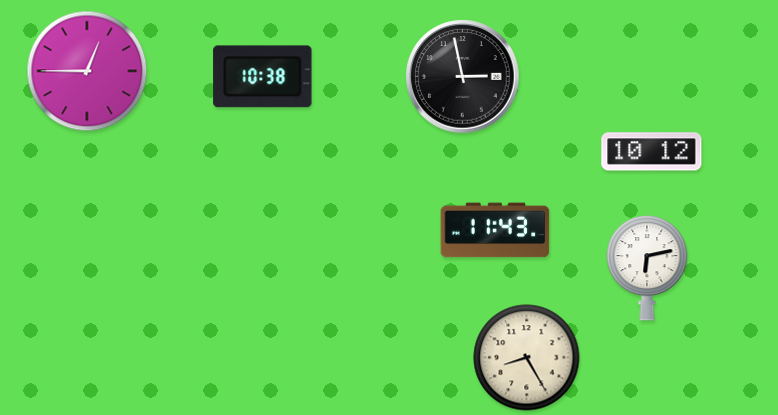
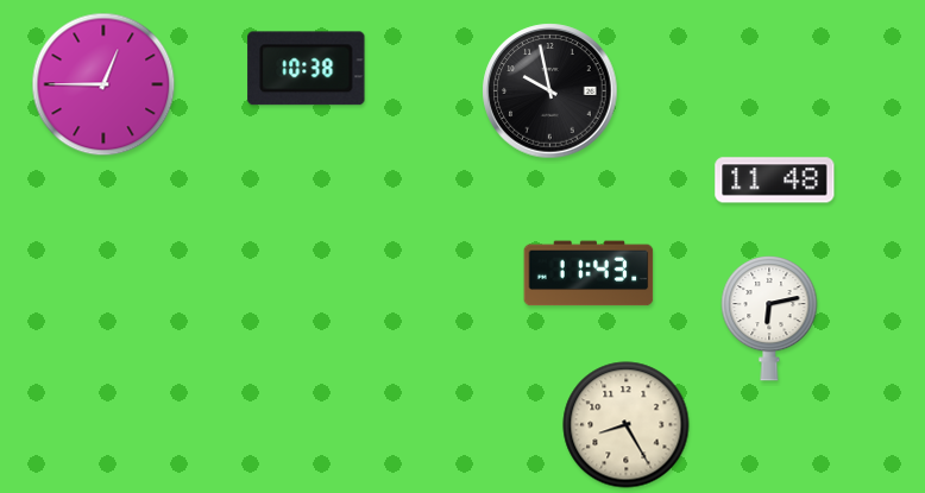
clock at (263, 77) position: (263, 77) -> (307, 69)
clock at (463, 77): 2:58 -> 9:58
clock at (652, 152): 10:12 -> 11:48
